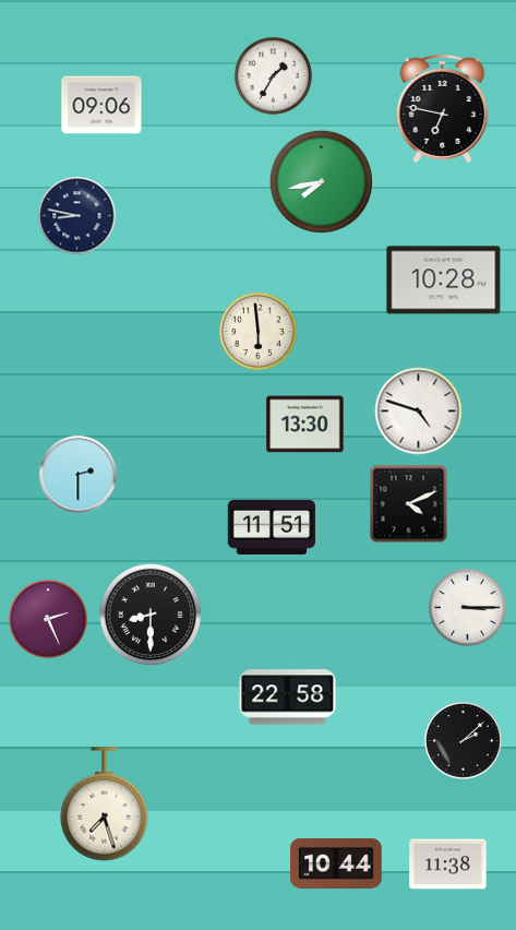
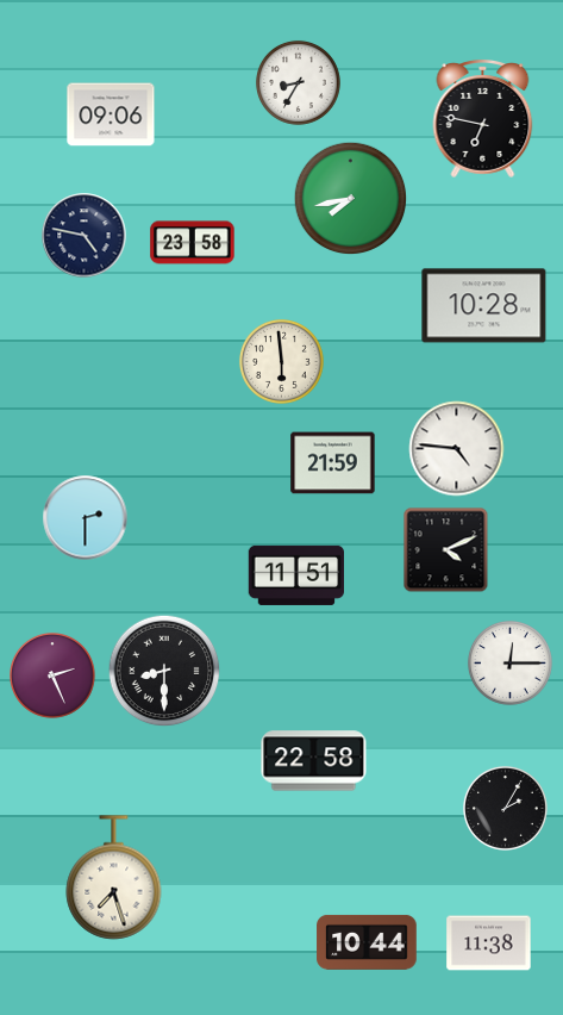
clock at (273, 75): 1:35 -> 8:35
clock at (77, 216): 8:47 -> 4:47
clock at (193, 243): none -> 23:58
clock at (419, 412): 4:48 -> 4:46
clock at (305, 425): 13:30 -> 21:59
clock at (467, 607): 3:15 -> 12:15
clock at (463, 740): 2:08 -> 2:05
